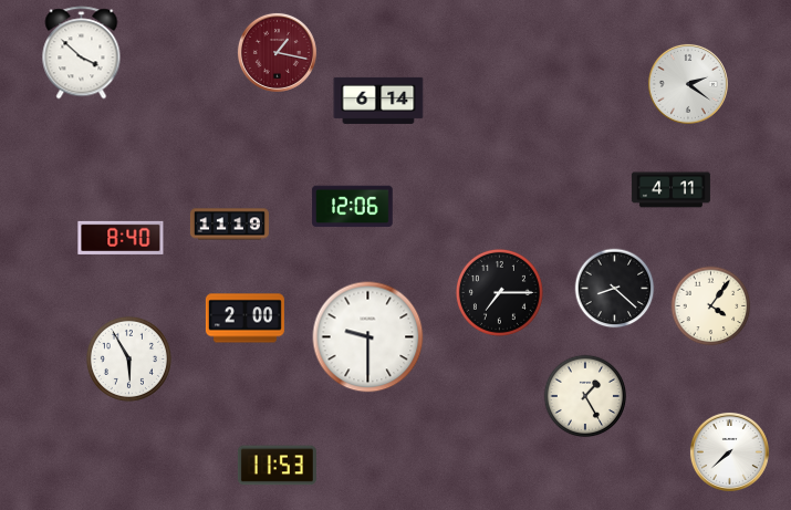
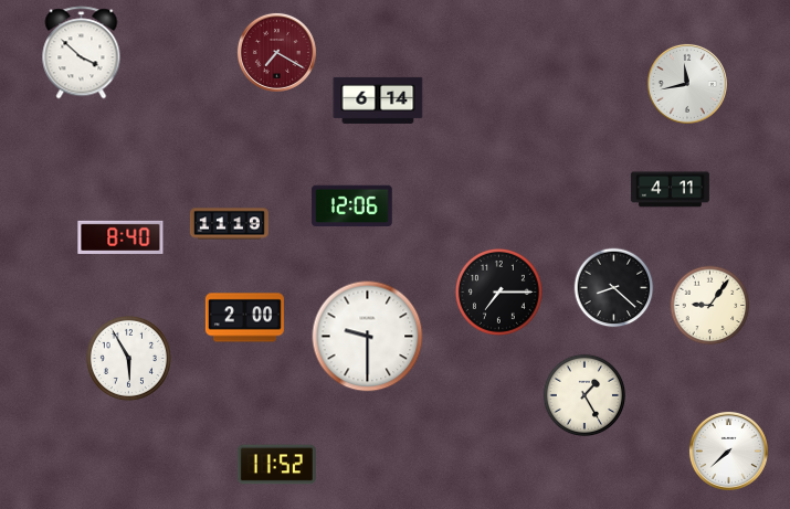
clock at (277, 52): 1:17 -> 7:20
clock at (688, 84): 2:21 -> 11:43
clock at (711, 306): 4:06 -> 9:06
clock at (277, 466): 11:53 -> 11:52
